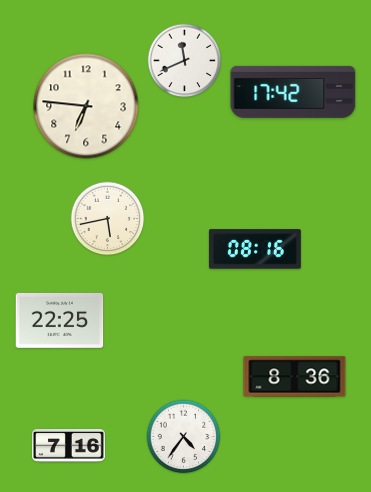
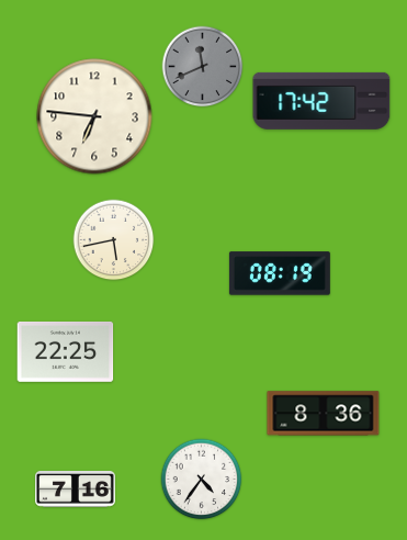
clock at (185, 61) dial: white -> grey
clock at (108, 219) position: (108, 219) -> (114, 240)
clock at (255, 249): 08:16 -> 08:19
